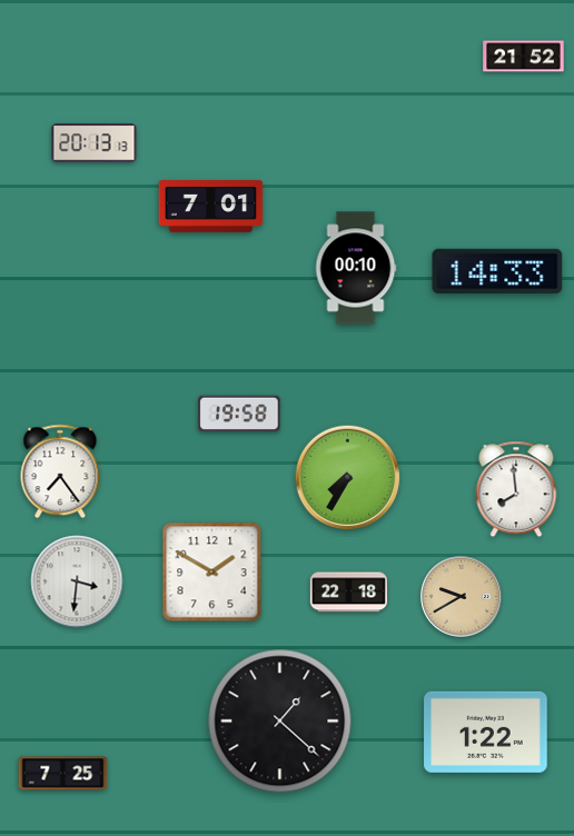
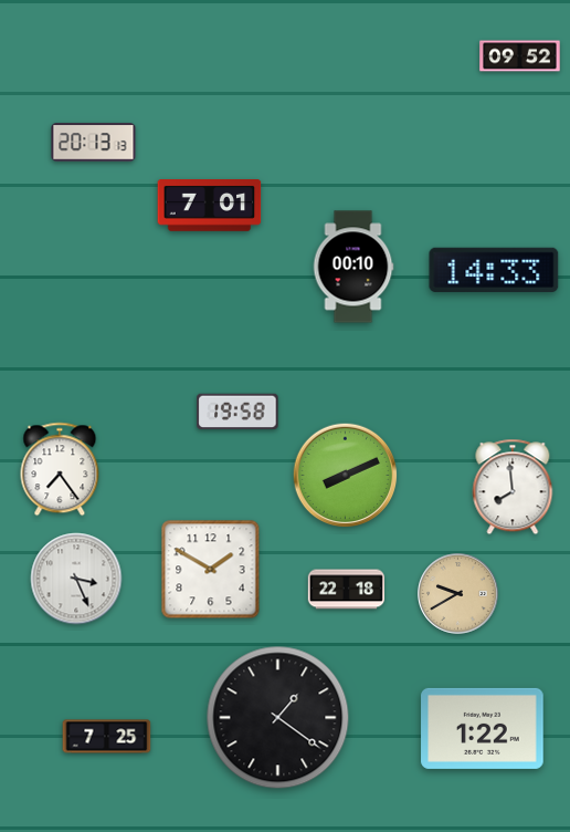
clock at (524, 57): 21:52 -> 09:52
clock at (348, 478): 7:35 -> 8:11
clock at (77, 581): 3:31 -> 3:26
clock at (280, 721): 1:22 -> 1:21
clock at (63, 774) position: (63, 774) -> (107, 737)
